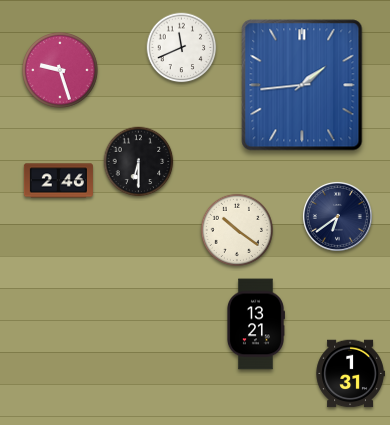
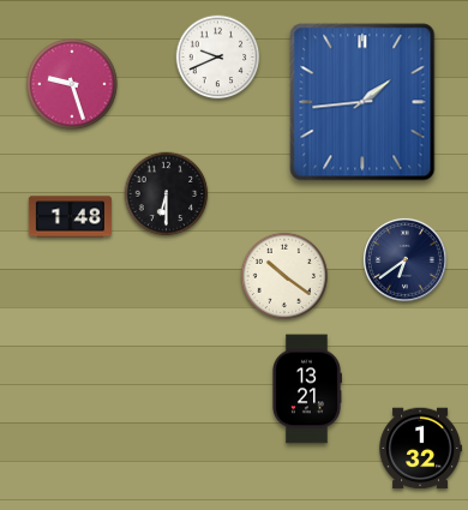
clock at (182, 48): 11:41 -> 9:41
clock at (58, 181): 2:46 -> 1:48
clock at (350, 374): 1:31 -> 1:32
